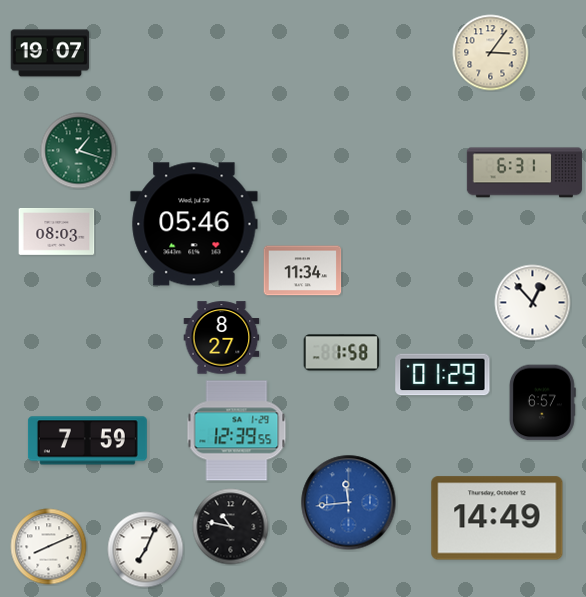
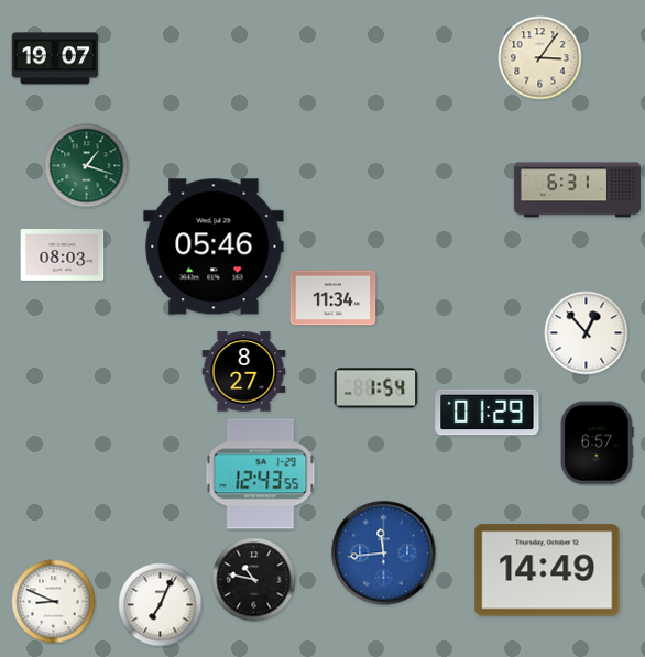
clock at (342, 353): 1:58 -> 1:54
clock at (237, 431): 12:39 -> 12:43
clock at (87, 441): 7:59 -> none
clock at (49, 547): 8:11 -> 8:49
